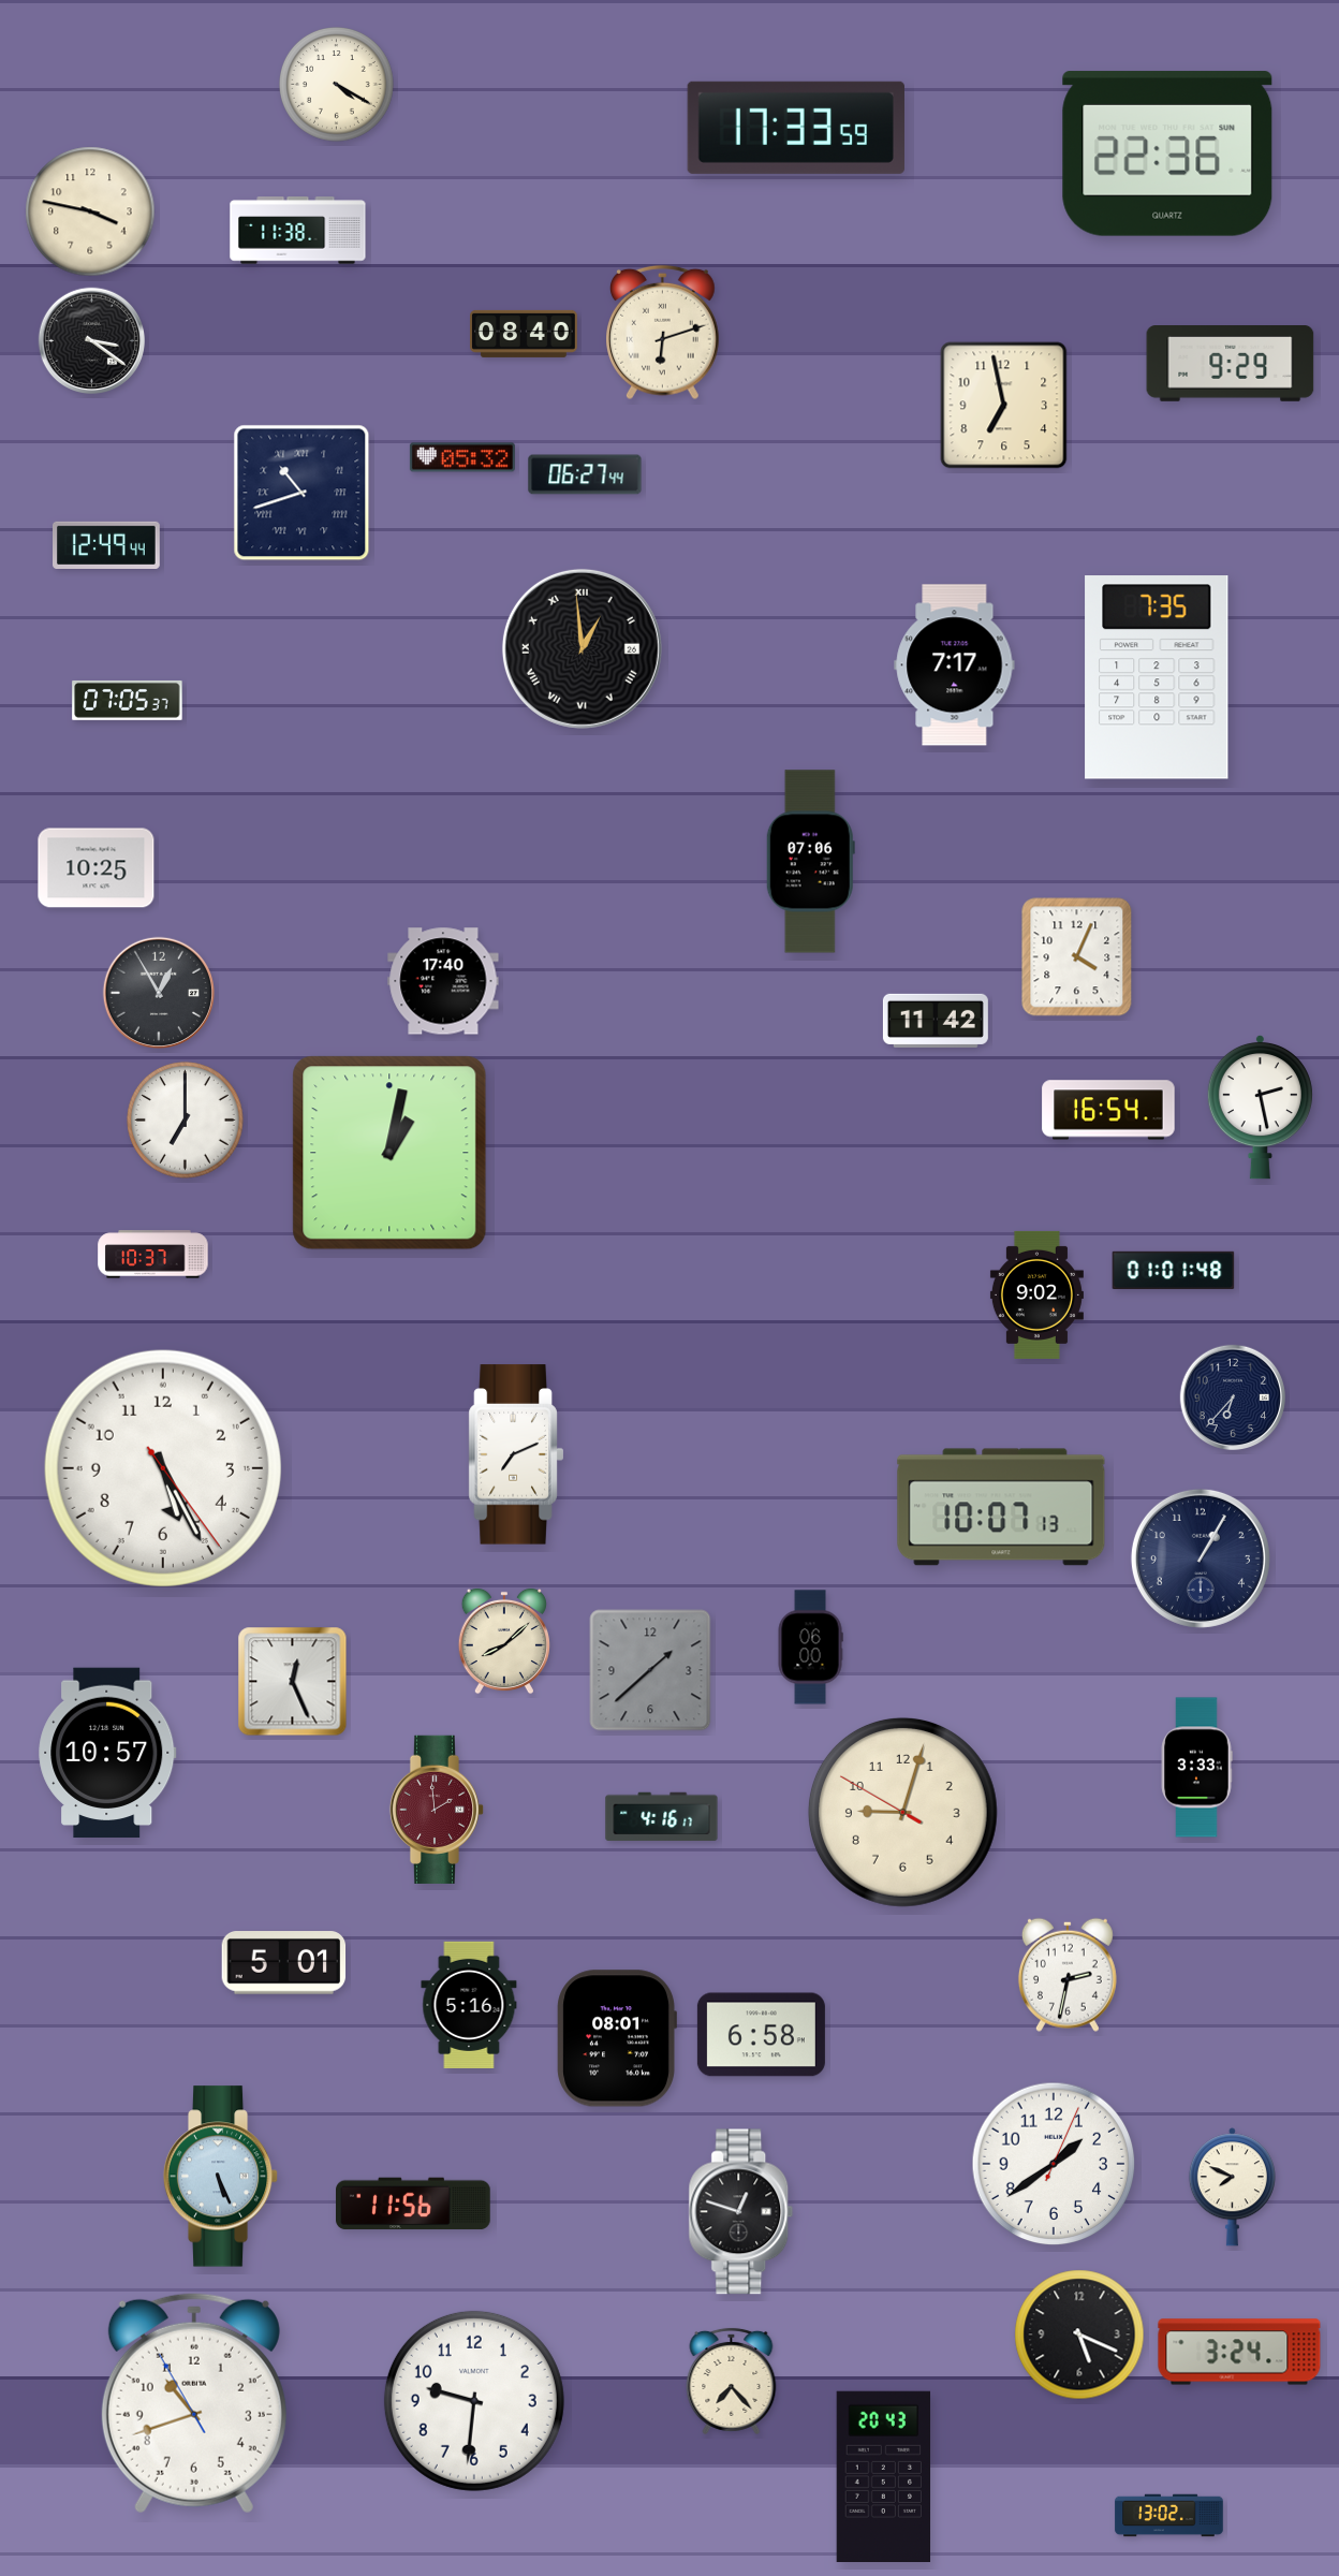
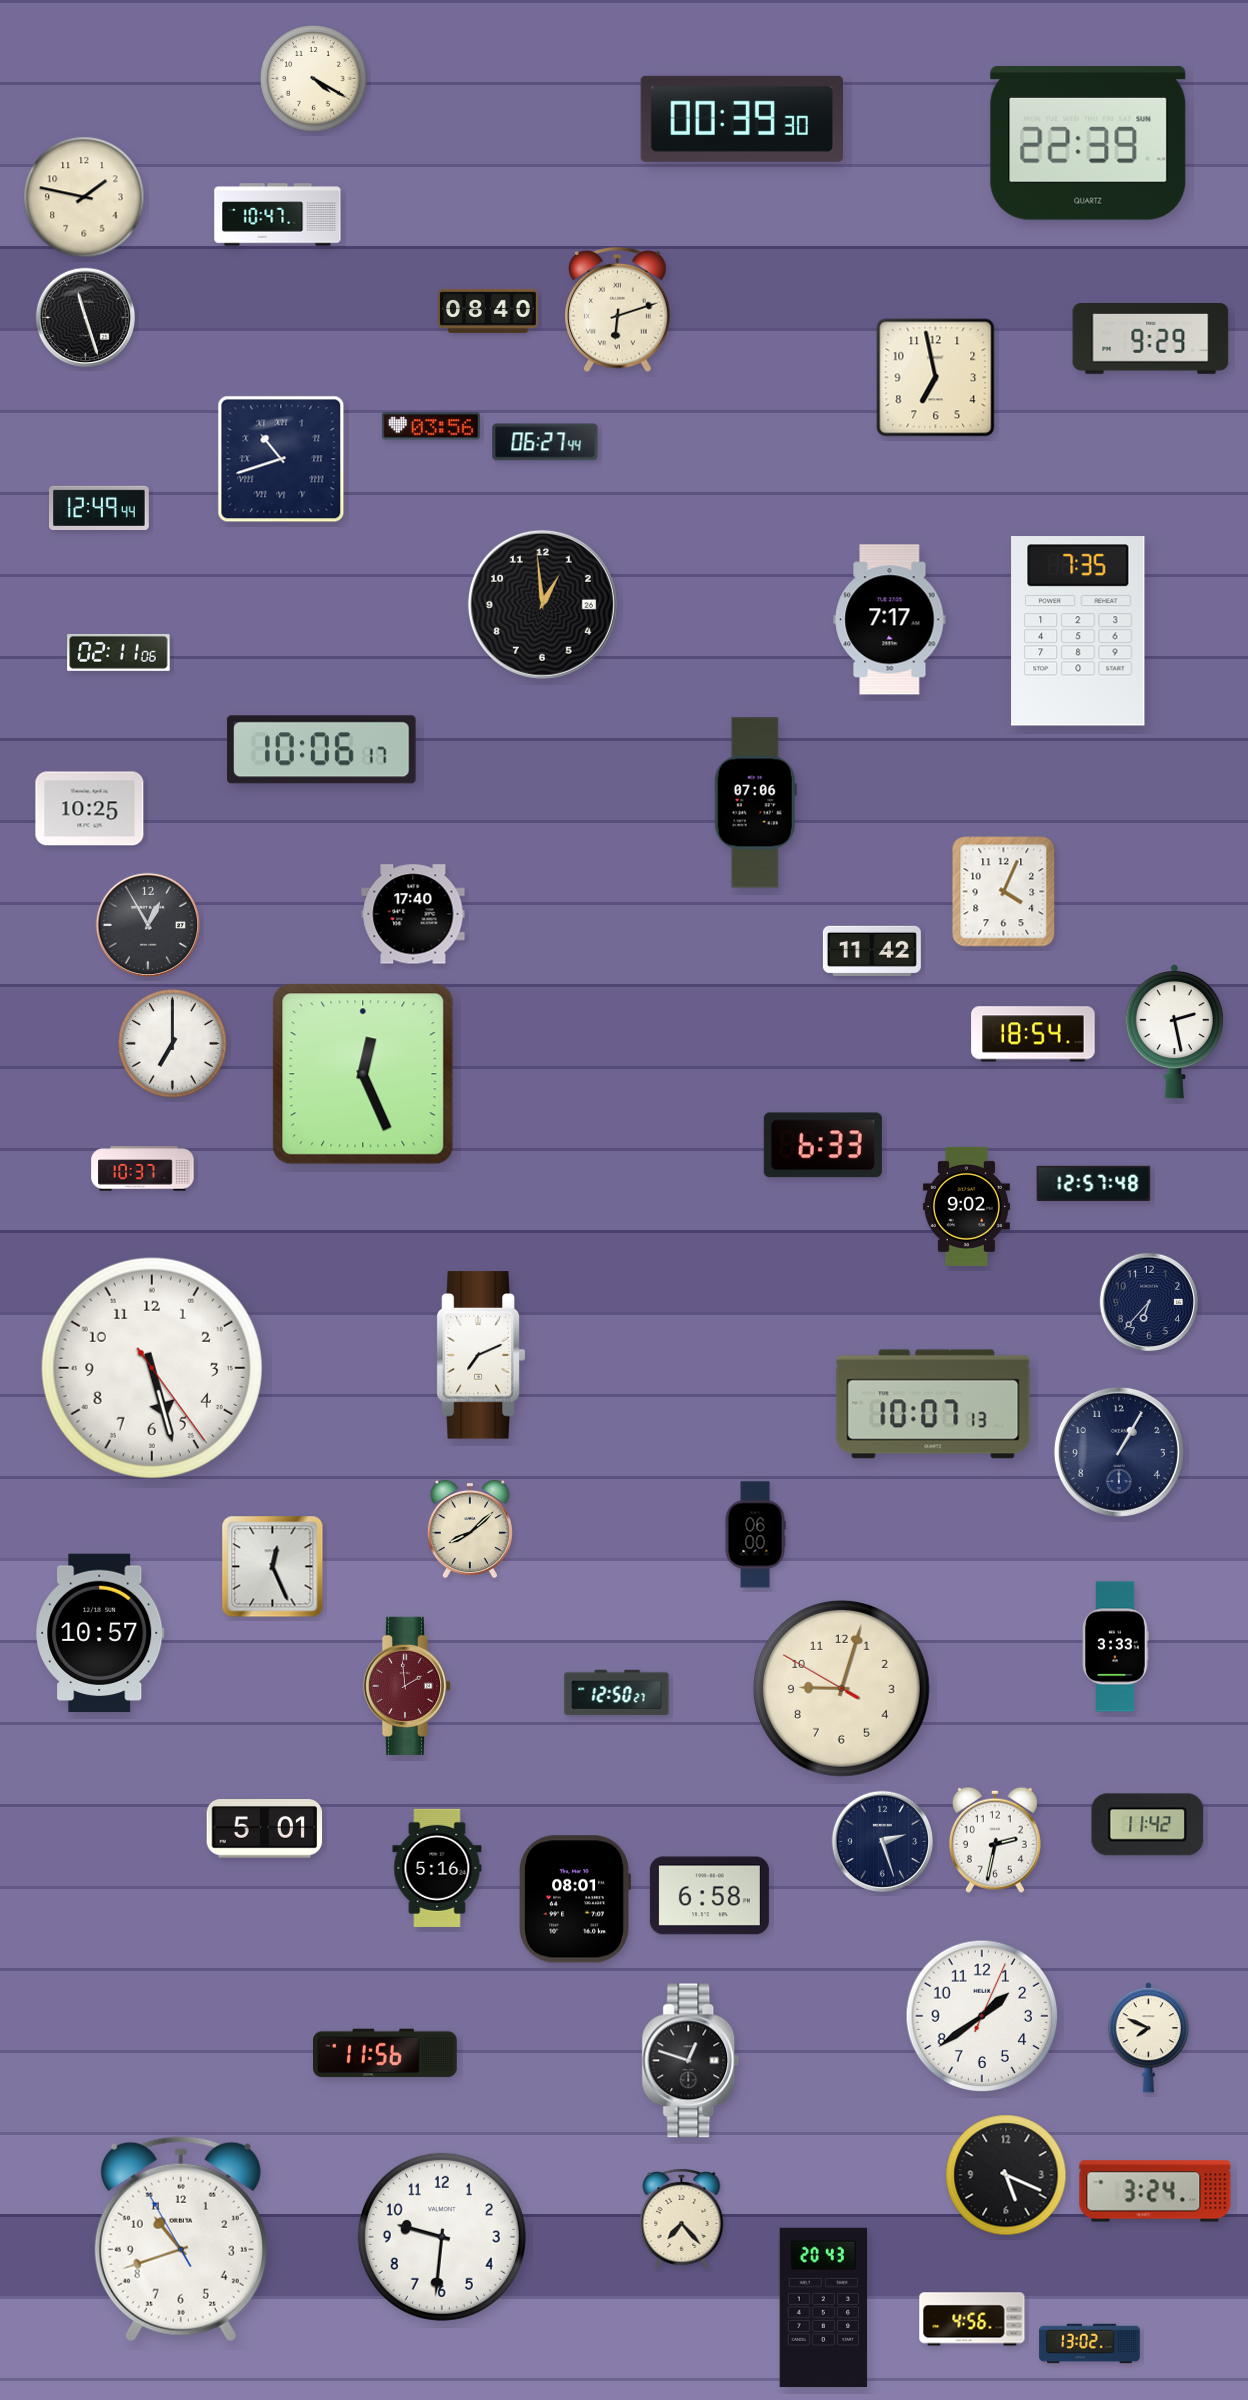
clock at (796, 128): 17:33 -> 00:39
clock at (1167, 153): 22:36 -> 22:39
clock at (90, 211): 3:47 -> 1:47
clock at (298, 231): 11:38 -> 10:47
clock at (91, 340): 3:21 -> 11:27
clock at (1231, 364) position: (1231, 364) -> (1151, 339)
clock at (462, 457): 05:32 -> 03:56
clock at (582, 648) numerals: Roman -> Arabic
clock at (128, 700): 07:05 -> 02:11
clock at (322, 750): none -> 10:06
clock at (1108, 1110): 16:54 -> 18:54
clock at (389, 1153): 1:02 -> 12:26
clock at (823, 1145): none -> 6:33
clock at (1174, 1270): 01:01 -> 12:57
clock at (163, 1468): 5:25 -> 5:27
clock at (650, 1670): 1:38 -> none
clock at (662, 1817): 4:16 -> 12:50
clock at (1148, 1825): none -> 11:42
clock at (882, 1841): none -> 2:27
clock at (221, 2177): 5:26 -> none
clock at (972, 2319): none -> 4:56
